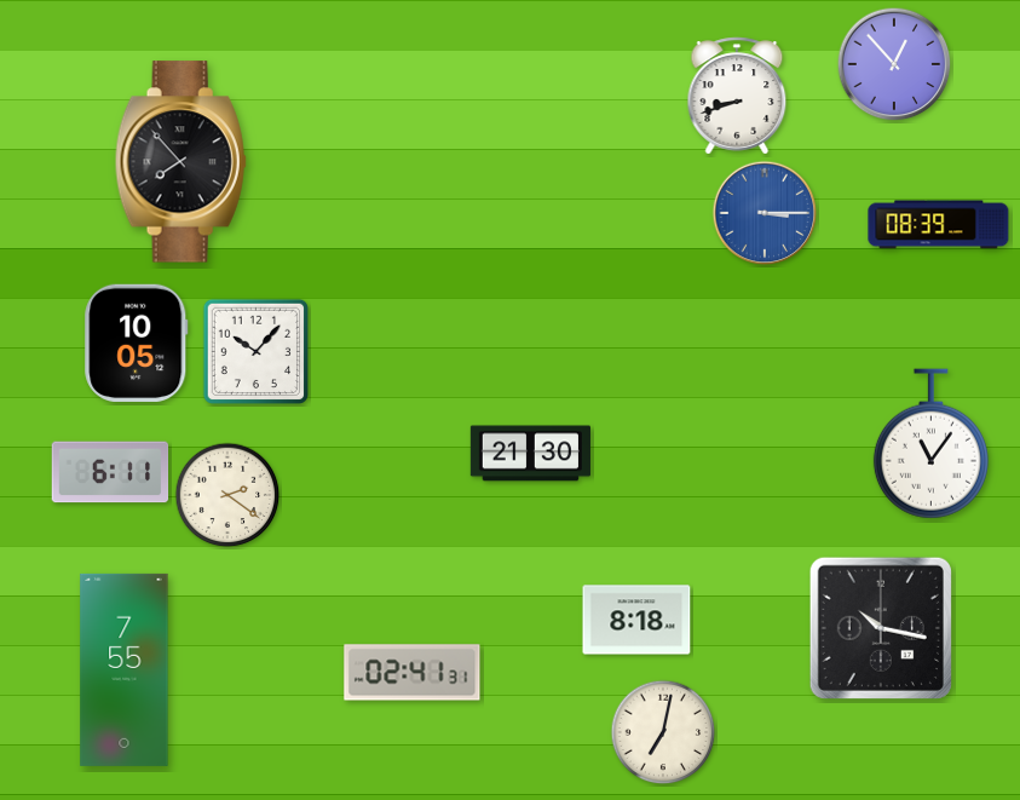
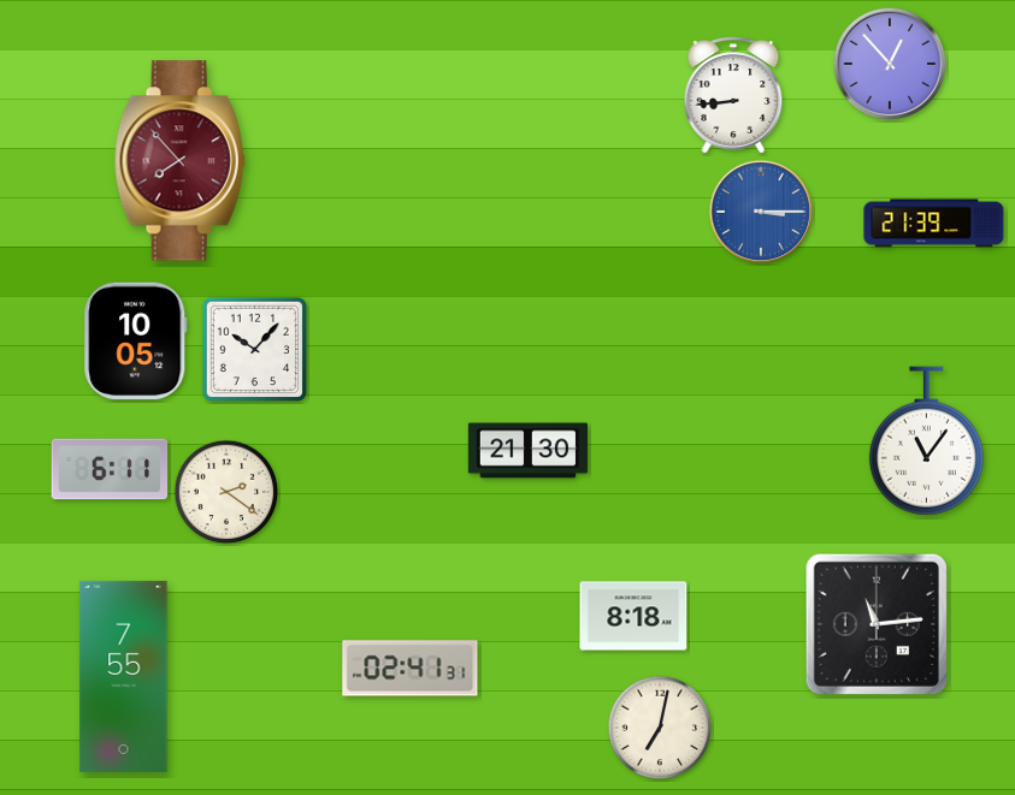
clock at (737, 96): 8:42 -> 8:44
clock at (180, 162) dial: black -> burgundy
clock at (939, 225): 08:39 -> 21:39
clock at (881, 628): 10:17 -> 11:14
clock at (125, 669) position: (125, 669) -> (124, 676)
